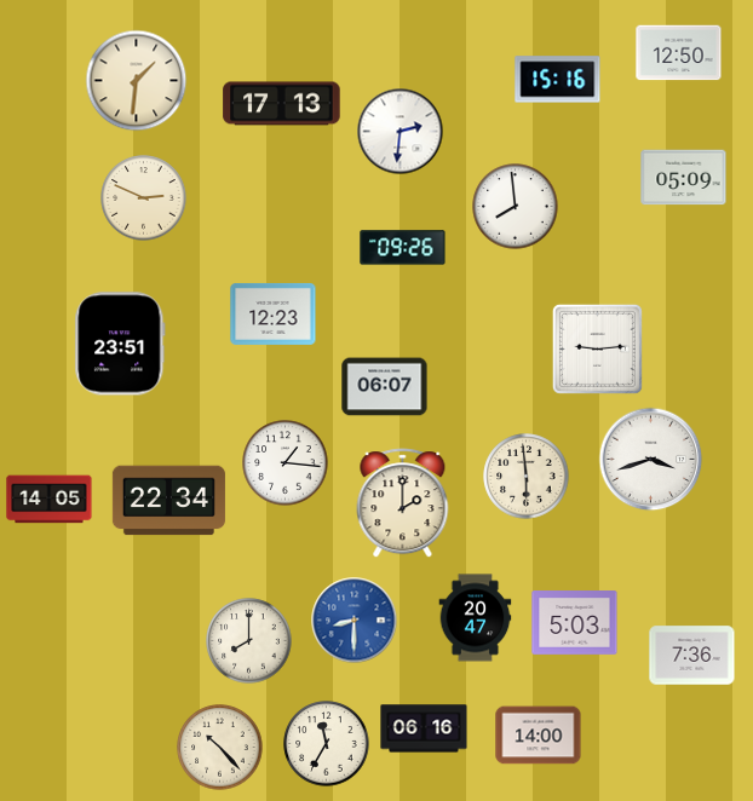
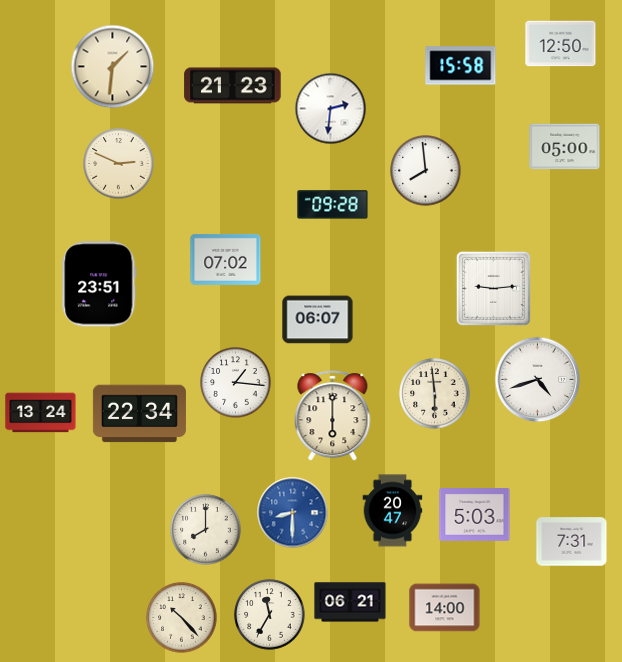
clock at (558, 80): 15:16 -> 15:58
clock at (282, 104): 17:13 -> 21:23
clock at (684, 178): 05:09 -> 05:00
clock at (403, 248): 09:26 -> 09:28
clock at (274, 313): 12:23 -> 07:02
clock at (651, 460): 3:42 -> 4:42
clock at (50, 500): 14:05 -> 13:24
clock at (403, 503): 2:00 -> 6:00
clock at (692, 656): 7:36 -> 7:31
clock at (424, 728): 06:16 -> 06:21
